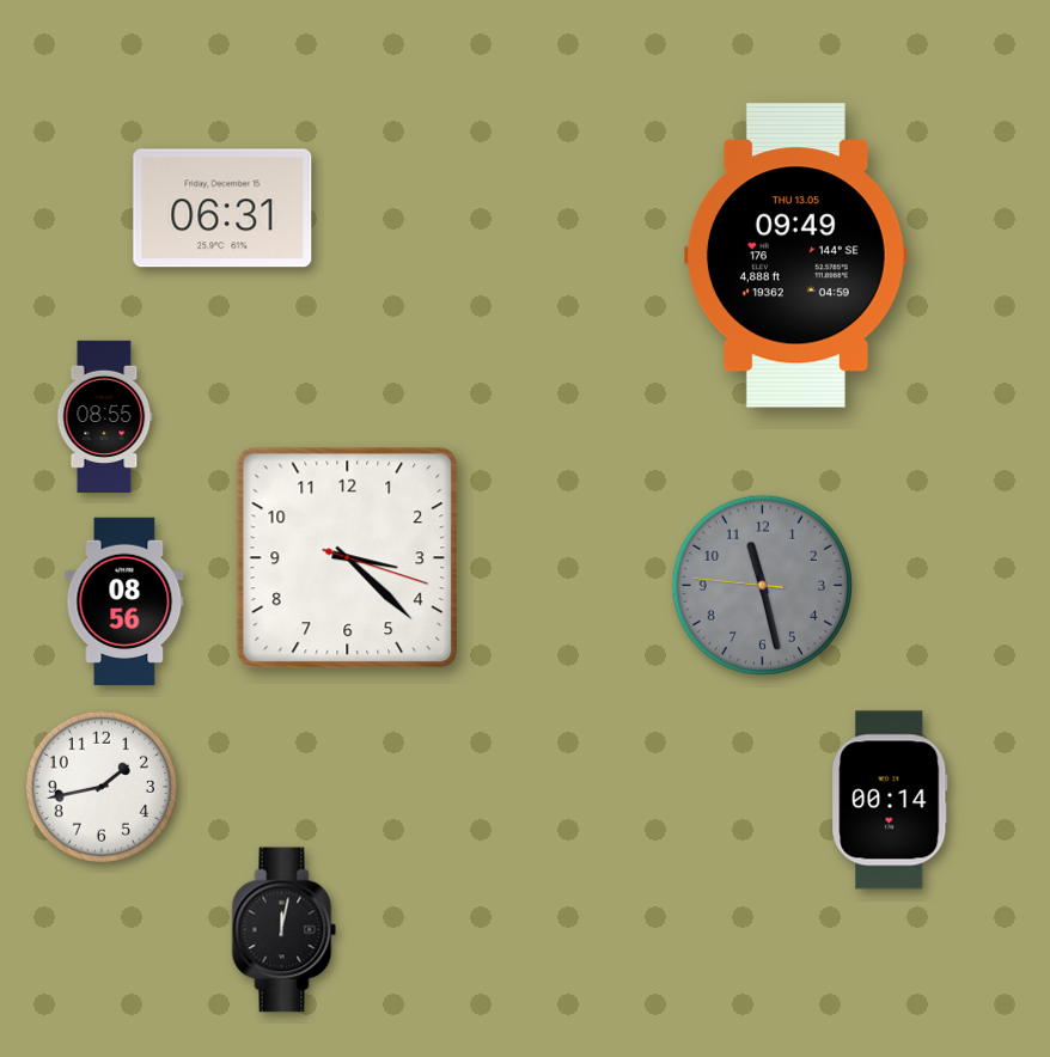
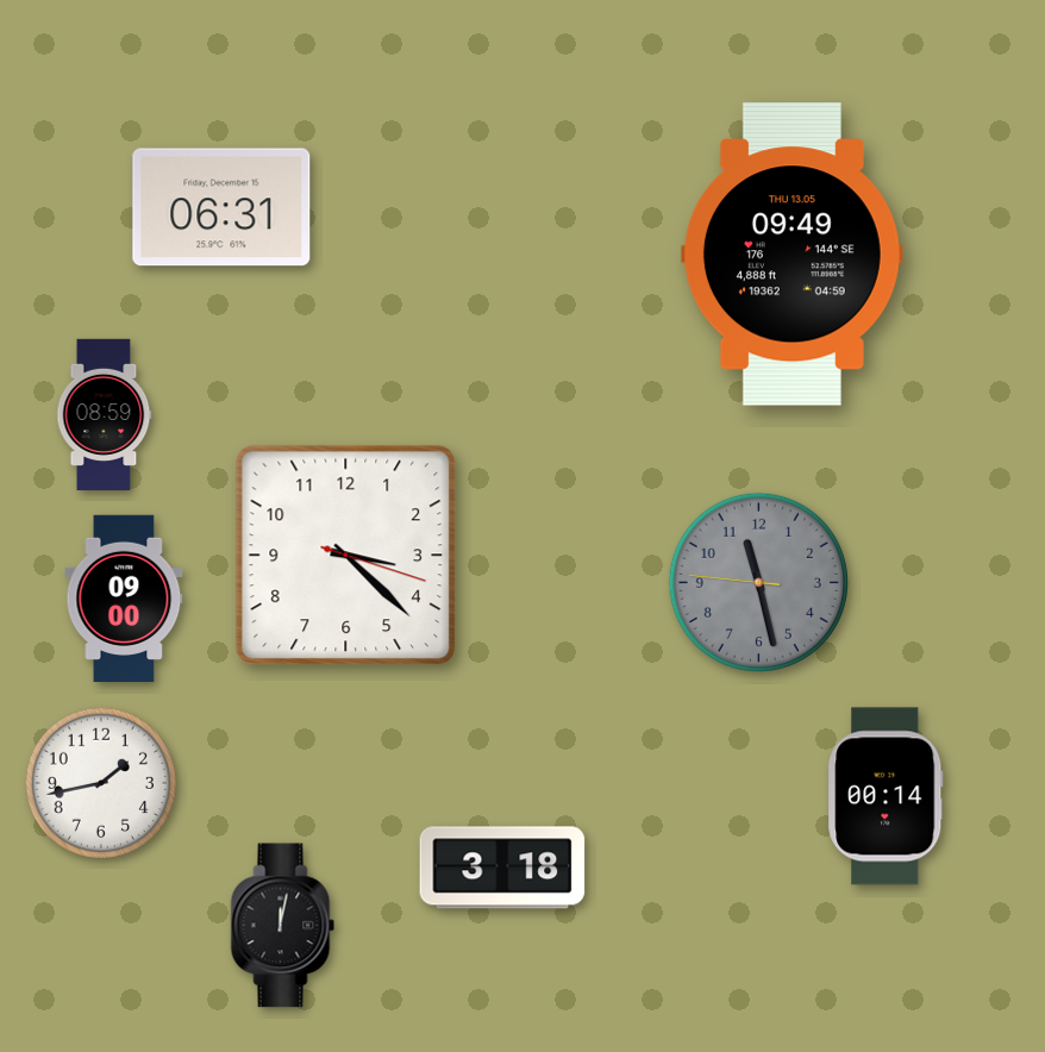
clock at (105, 416): 08:55 -> 08:59
clock at (124, 601): 08:56 -> 09:00
clock at (502, 868): none -> 3:18
